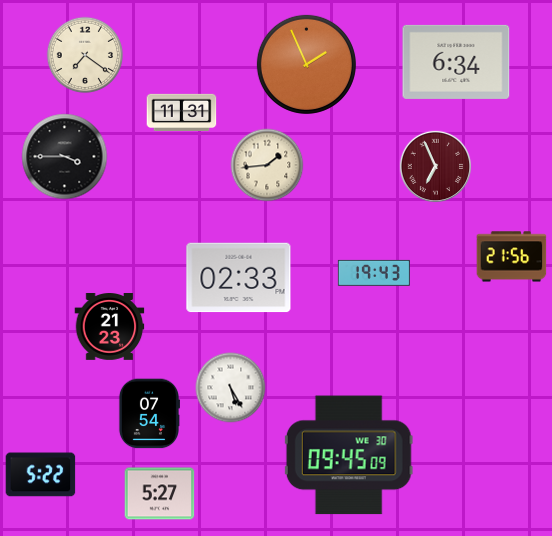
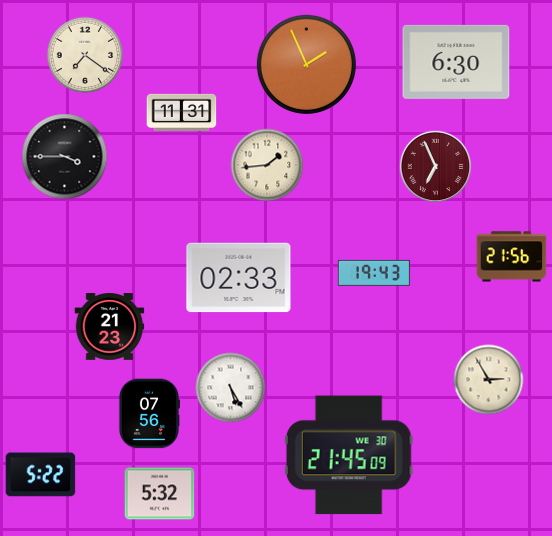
clock at (456, 62): 6:34 -> 6:30
clock at (489, 380): none -> 2:55
clock at (149, 414): 07:54 -> 07:56
clock at (349, 455): 09:45 -> 21:45
clock at (160, 494): 5:27 -> 5:32
